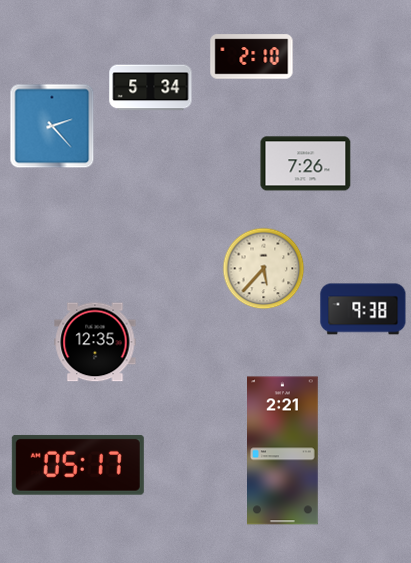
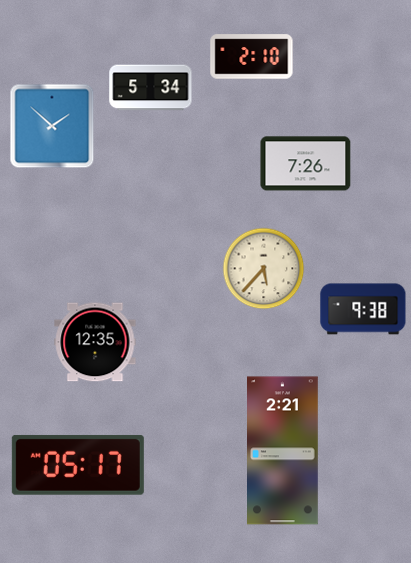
clock at (52, 126): 2:23 -> 1:52
